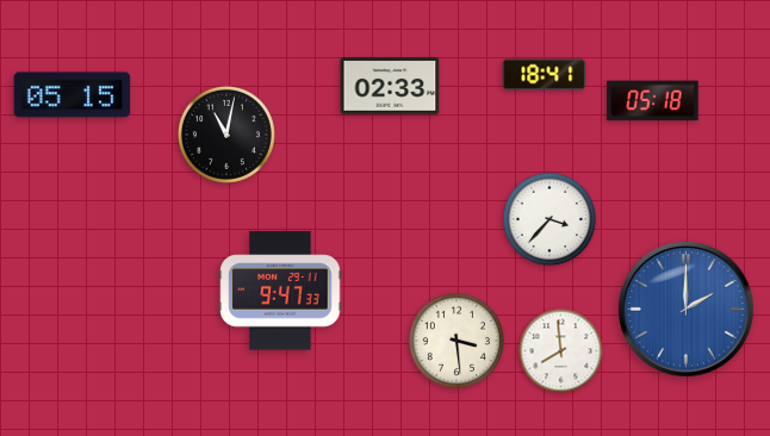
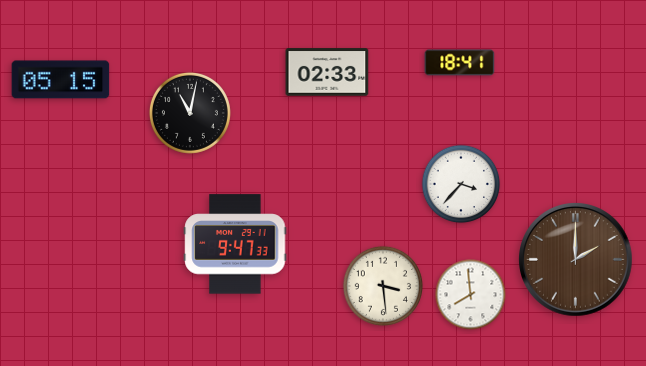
clock at (545, 75) position: (545, 75) -> (460, 63)
clock at (653, 101): 05:18 -> none
clock at (687, 310) dial: blue -> brown
